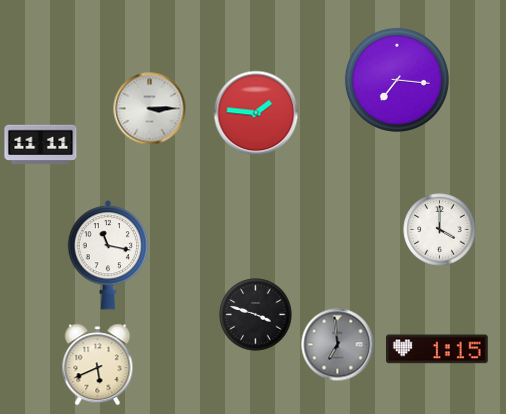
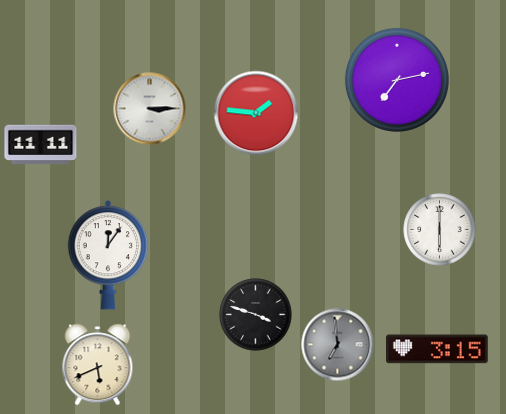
clock at (397, 80): 7:16 -> 7:13
clock at (440, 230): 4:00 -> 6:00
clock at (108, 255): 11:17 -> 12:06
clock at (438, 349): 1:15 -> 3:15
